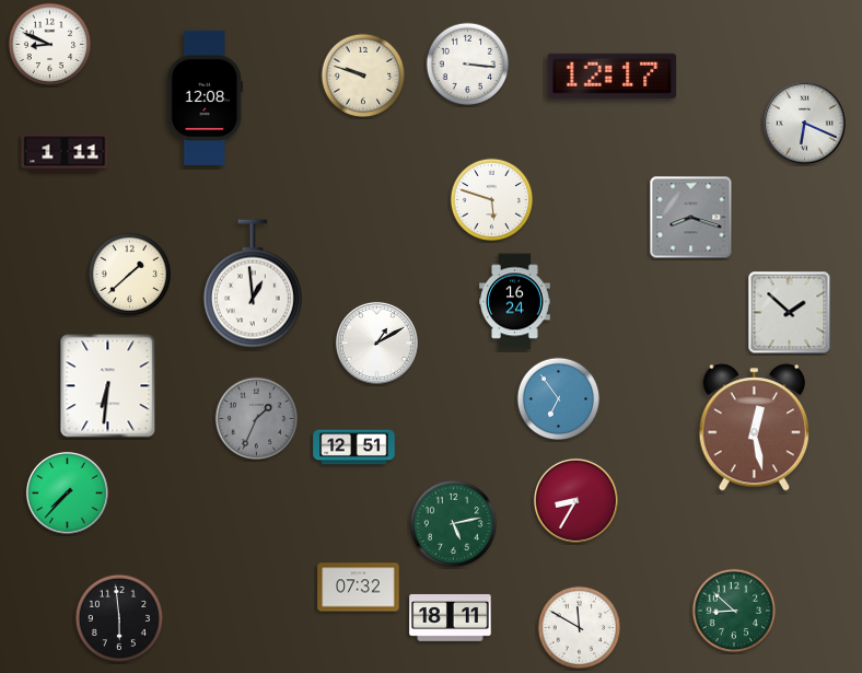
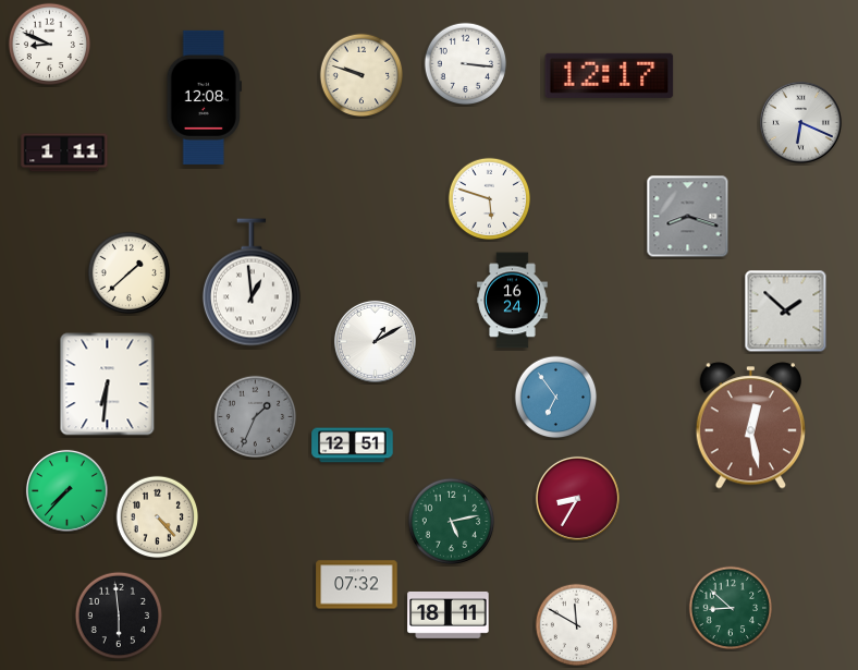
clock at (575, 500) position: (575, 500) -> (577, 498)
clock at (158, 517): none -> 4:23
